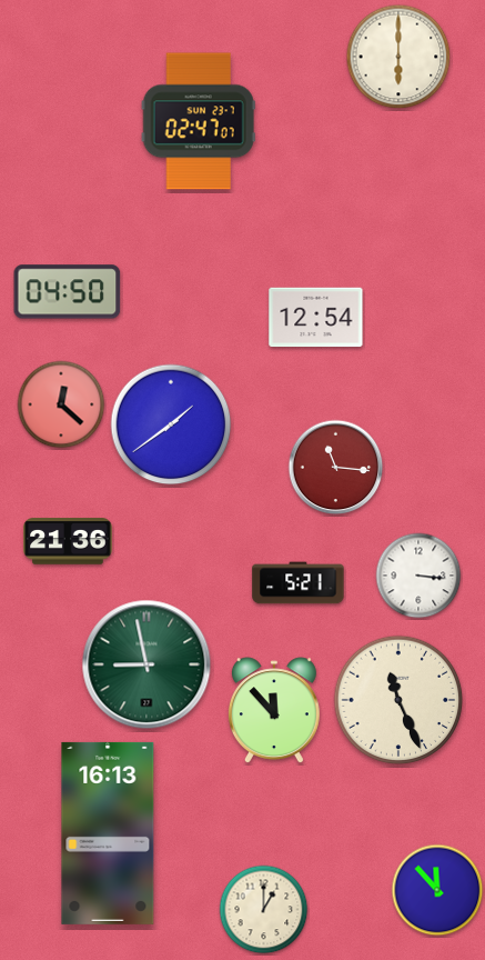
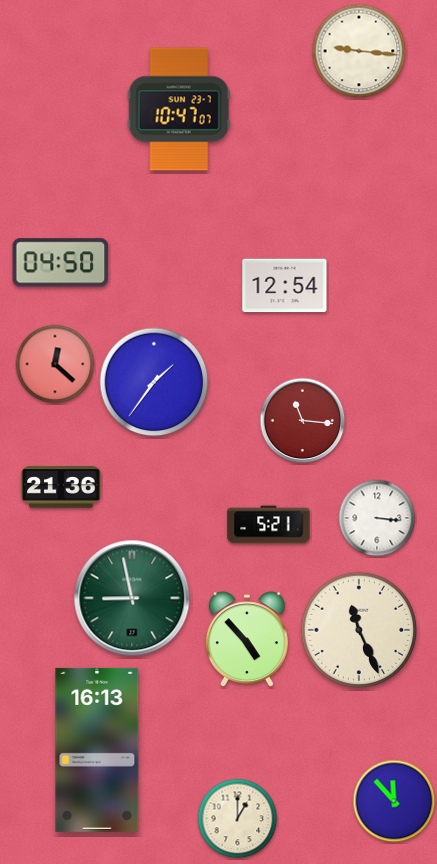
clock at (398, 57): 6:00 -> 9:16
clock at (199, 121): 02:47 -> 10:47
clock at (171, 424): 1:39 -> 1:36
clock at (274, 711): 11:53 -> 4:53
